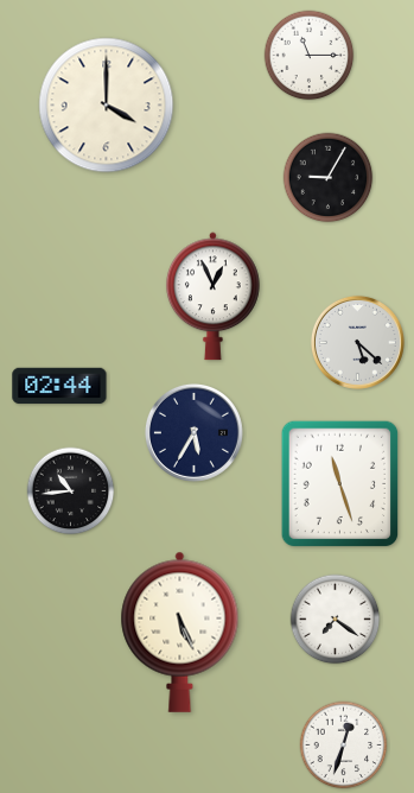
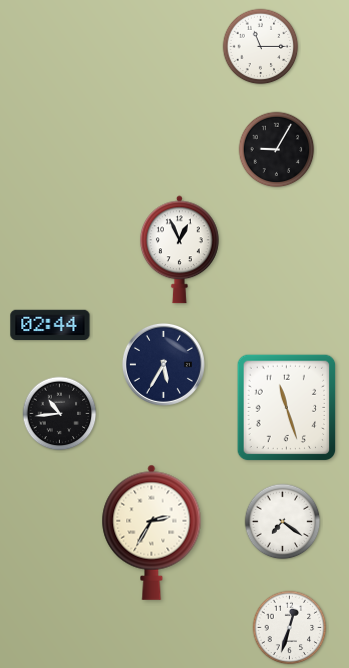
clock at (107, 106): 4:00 -> none
clock at (357, 342): 5:22 -> none
clock at (180, 632): 5:26 -> 2:35
